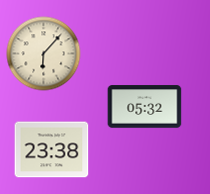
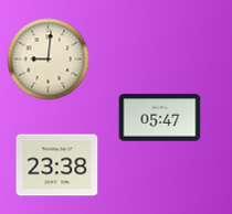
clock at (44, 54): 6:07 -> 9:01
clock at (145, 107): 05:32 -> 05:47
